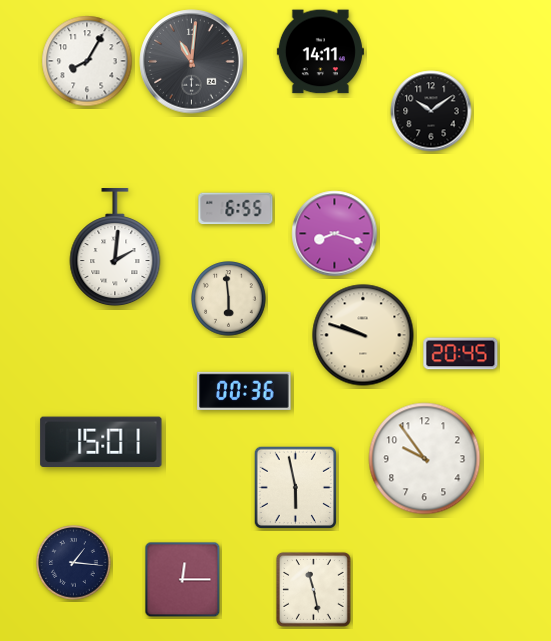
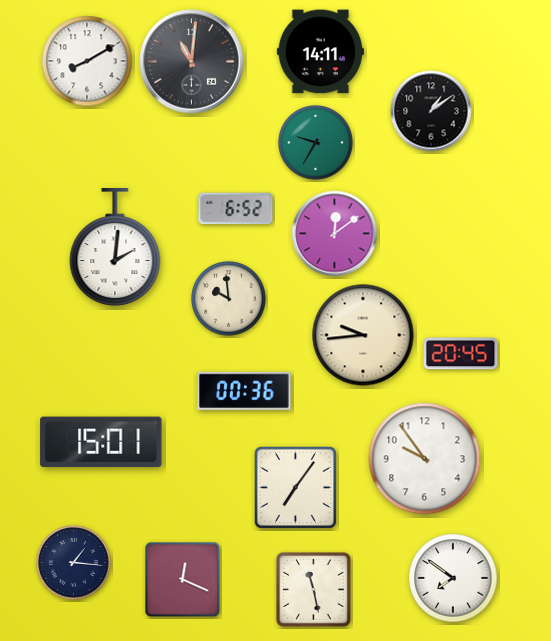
clock at (87, 61): 8:05 -> 8:10
clock at (431, 111): 10:09 -> 1:09
clock at (316, 143): none -> 9:35
clock at (236, 209): 6:55 -> 6:52
clock at (335, 234): 8:18 -> 12:09
clock at (229, 299): 5:59 -> 9:59
clock at (363, 335): 9:48 -> 9:44
clock at (295, 487): 5:58 -> 7:06
clock at (453, 578): none -> 7:51
clock at (183, 580): 12:15 -> 12:19
